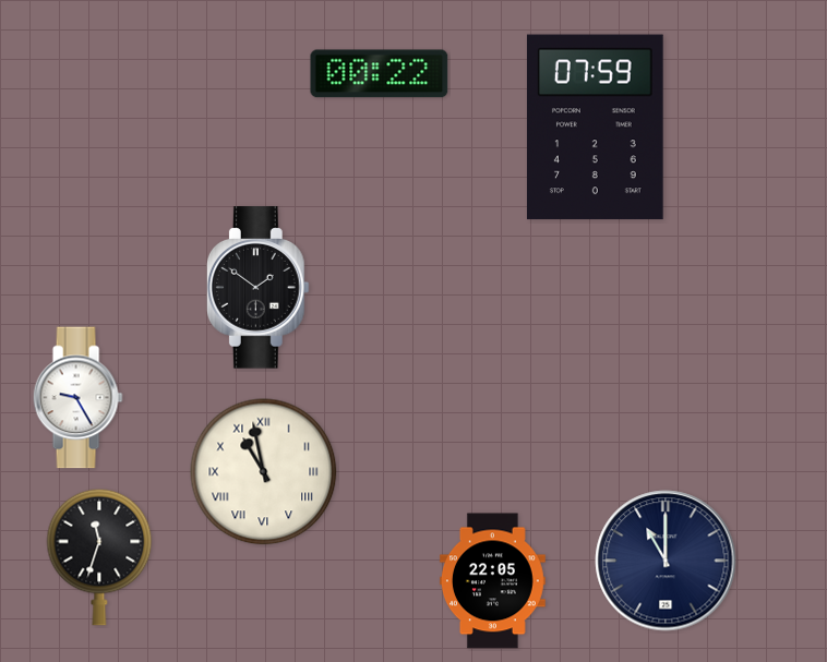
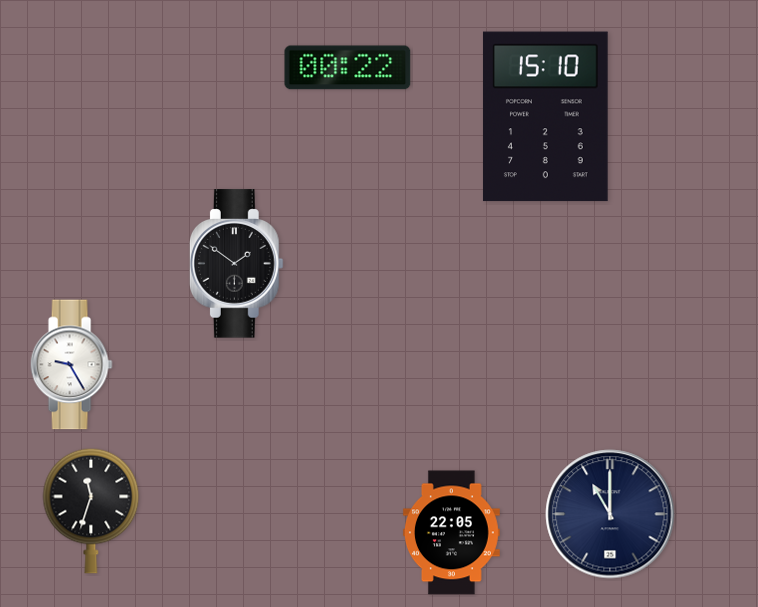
clock at (595, 128): 07:59 -> 15:10
clock at (264, 472): 10:58 -> none
